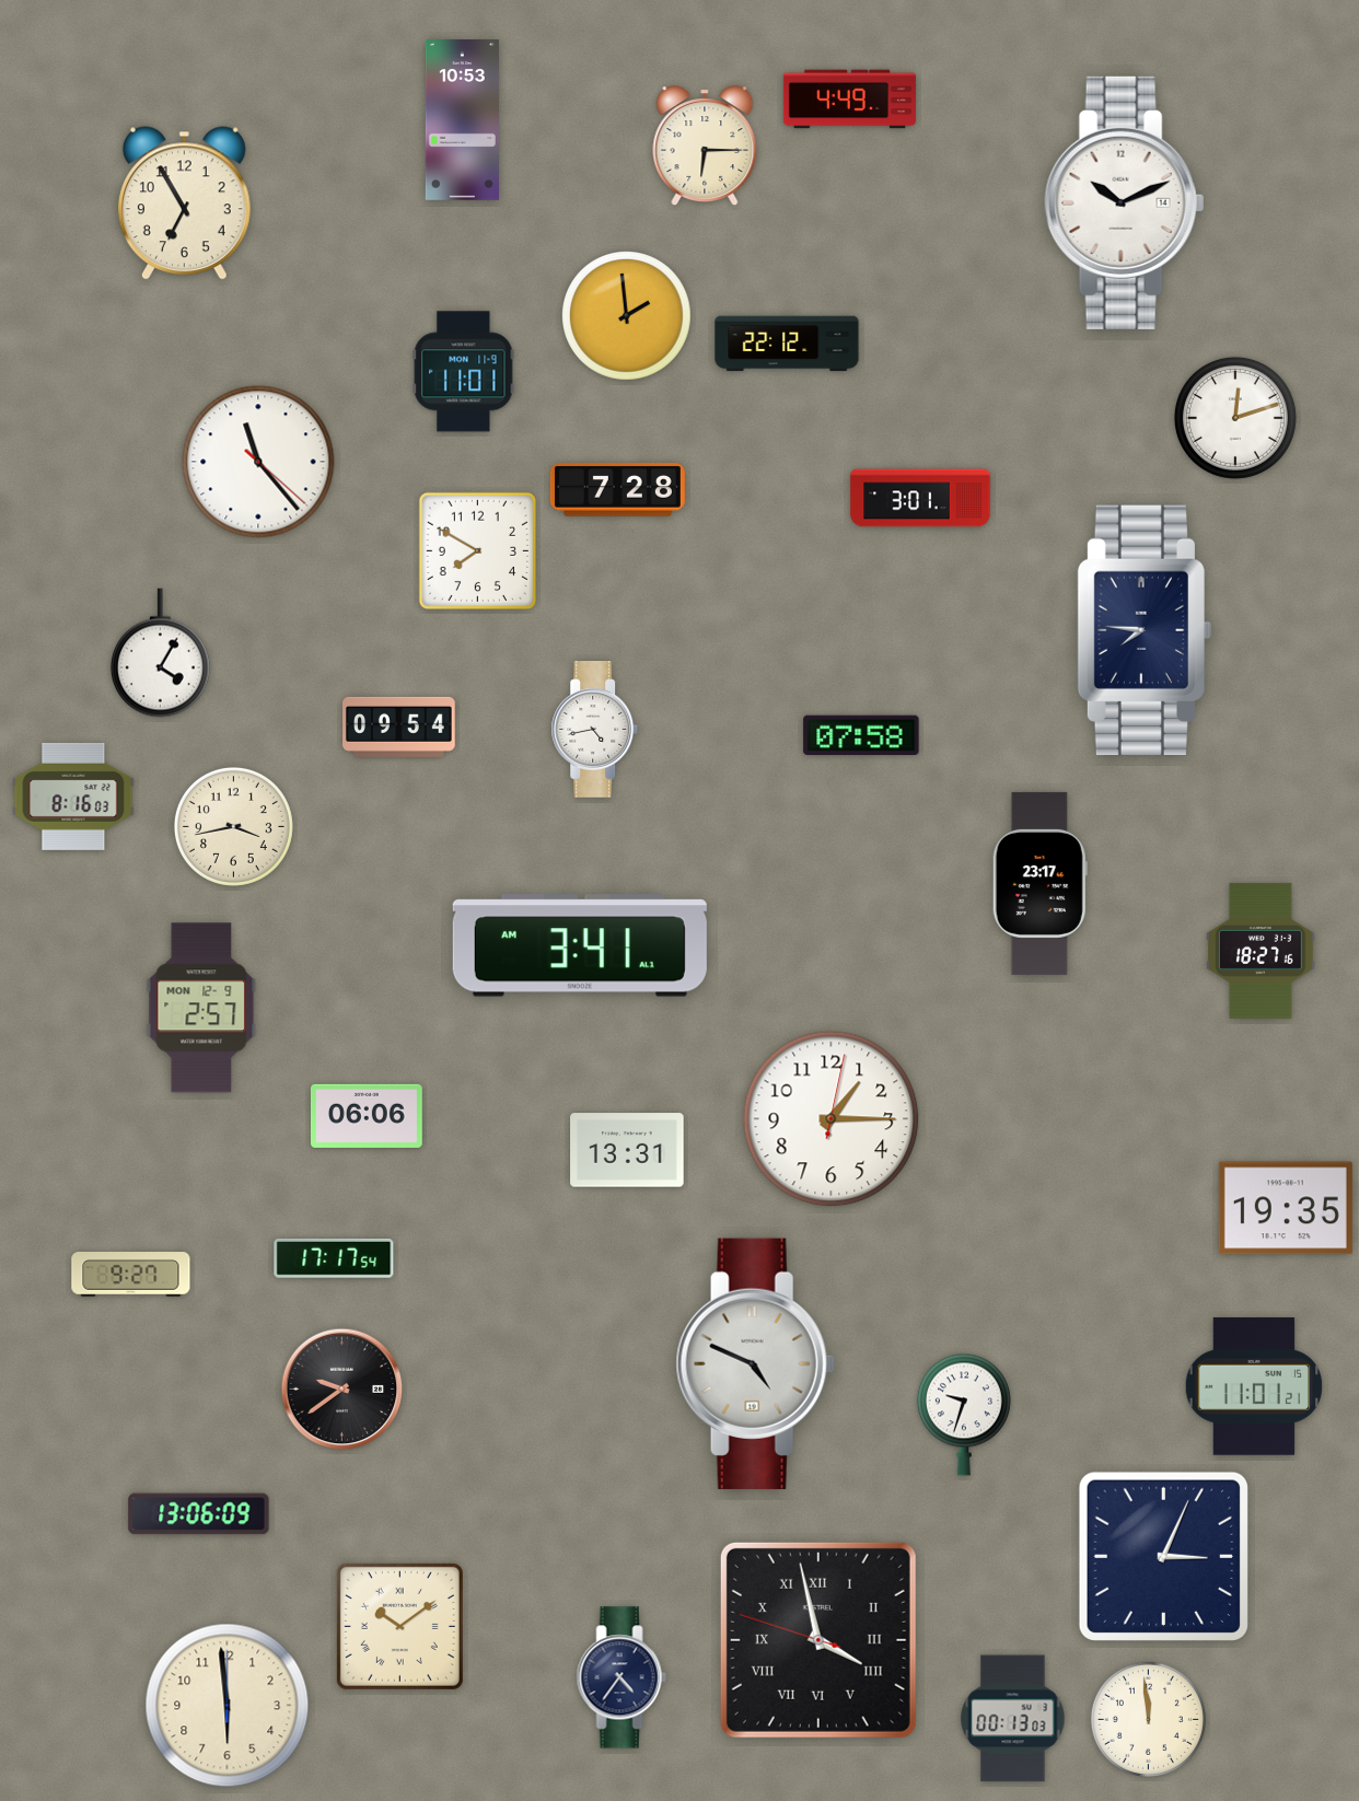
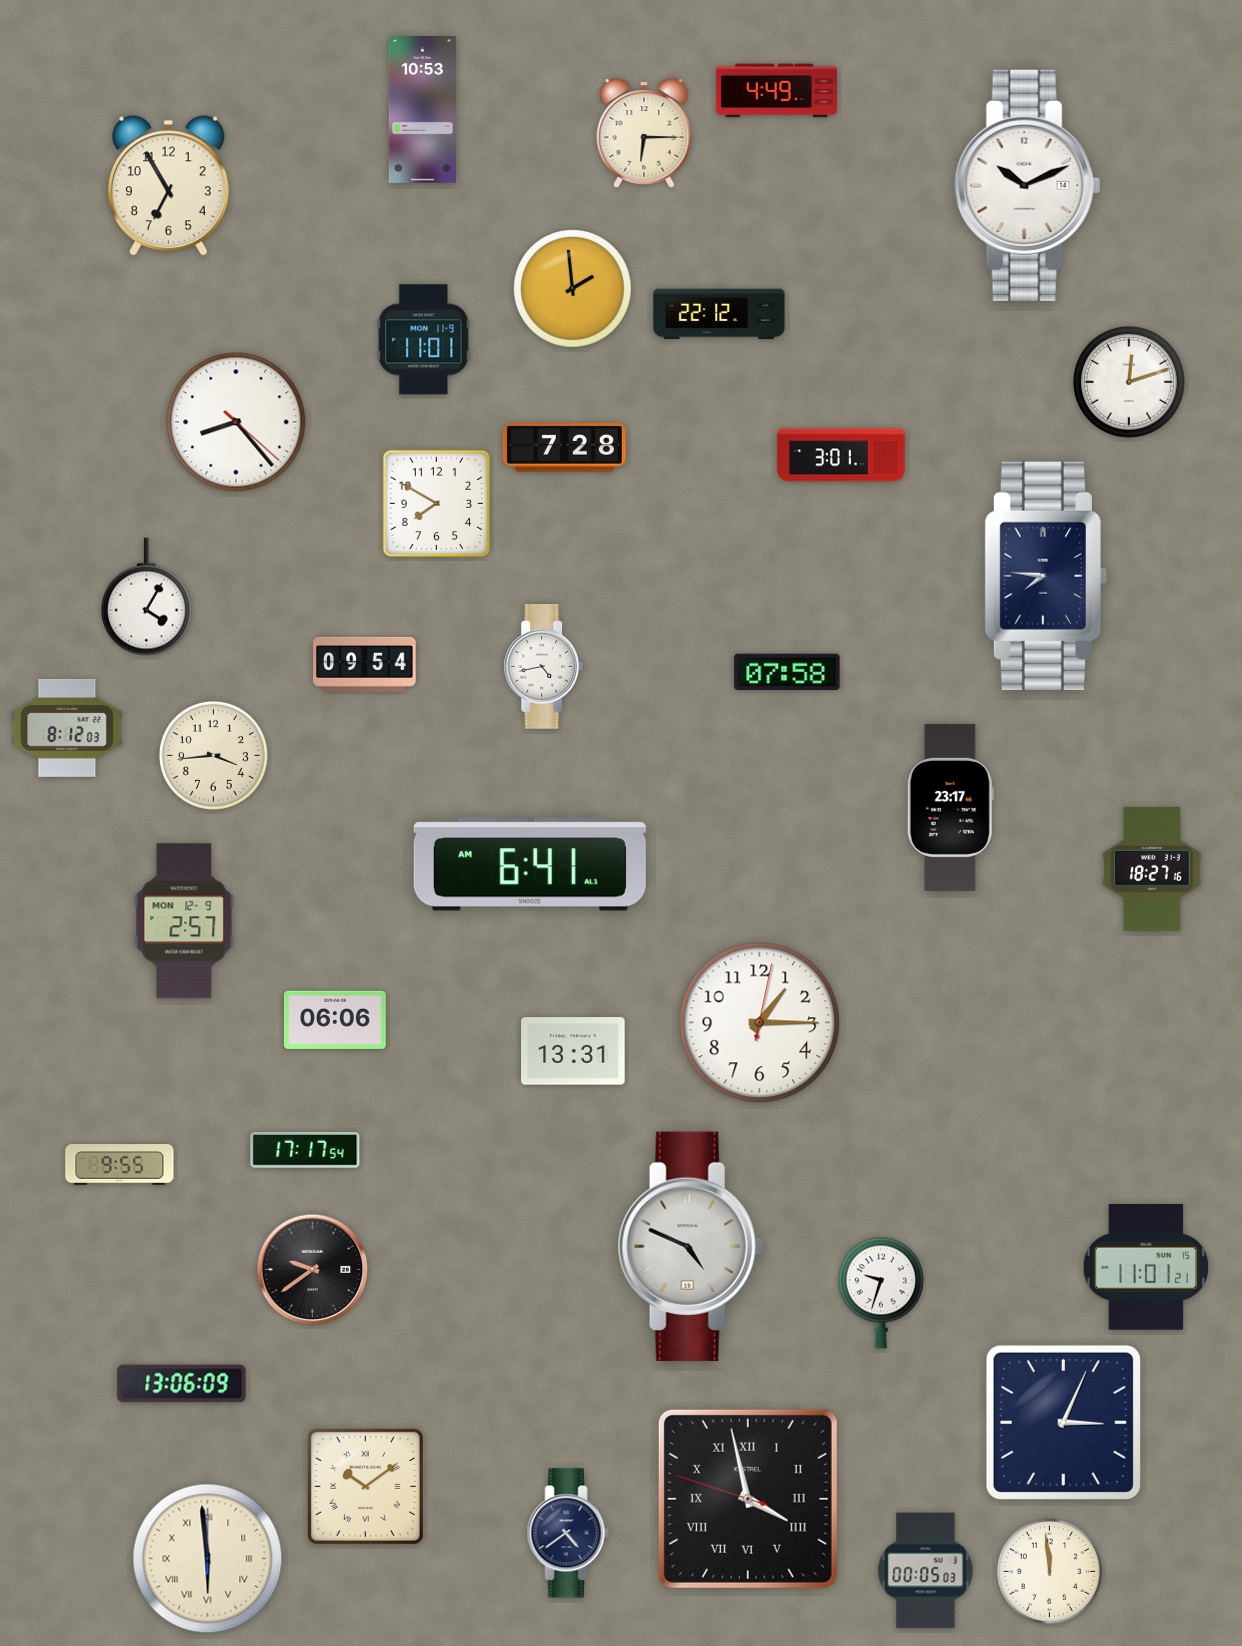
clock at (258, 462): 11:23 -> 8:23
clock at (73, 797): 8:16 -> 8:12
clock at (233, 826): 3:43 -> 3:44
clock at (580, 945): 3:41 -> 6:41
clock at (1286, 1208): 19:35 -> none
clock at (131, 1275): 9:27 -> 9:55
clock at (622, 1677): 4:36 -> 4:39
clock at (228, 1706) numerals: Arabic -> Roman
clock at (1013, 1719): 00:13 -> 00:05
